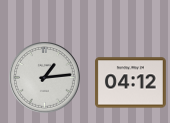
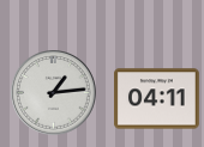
clock at (131, 83): 04:12 -> 04:11
